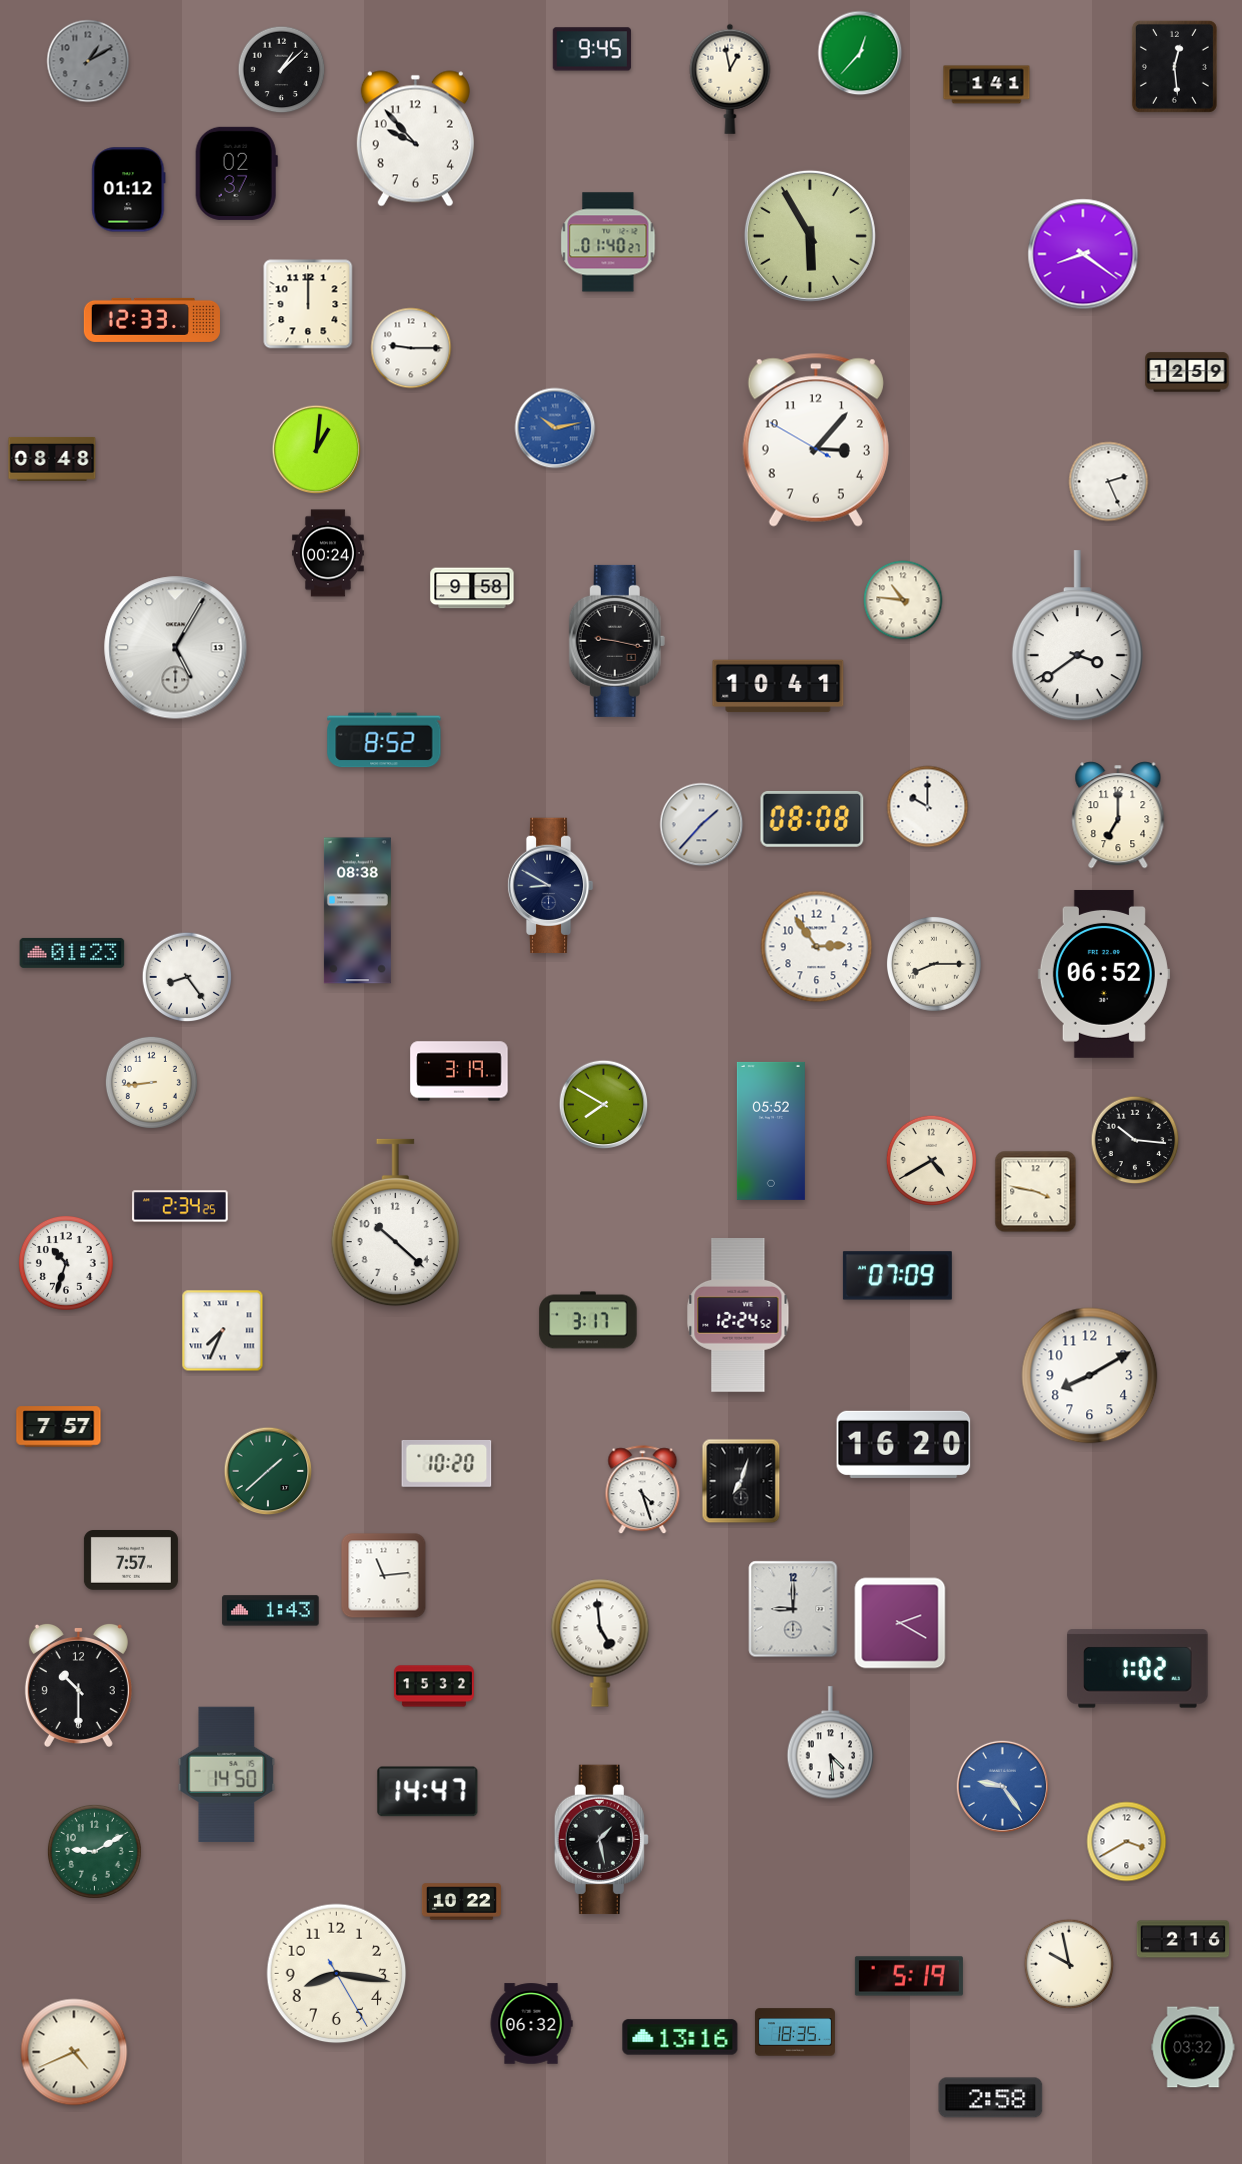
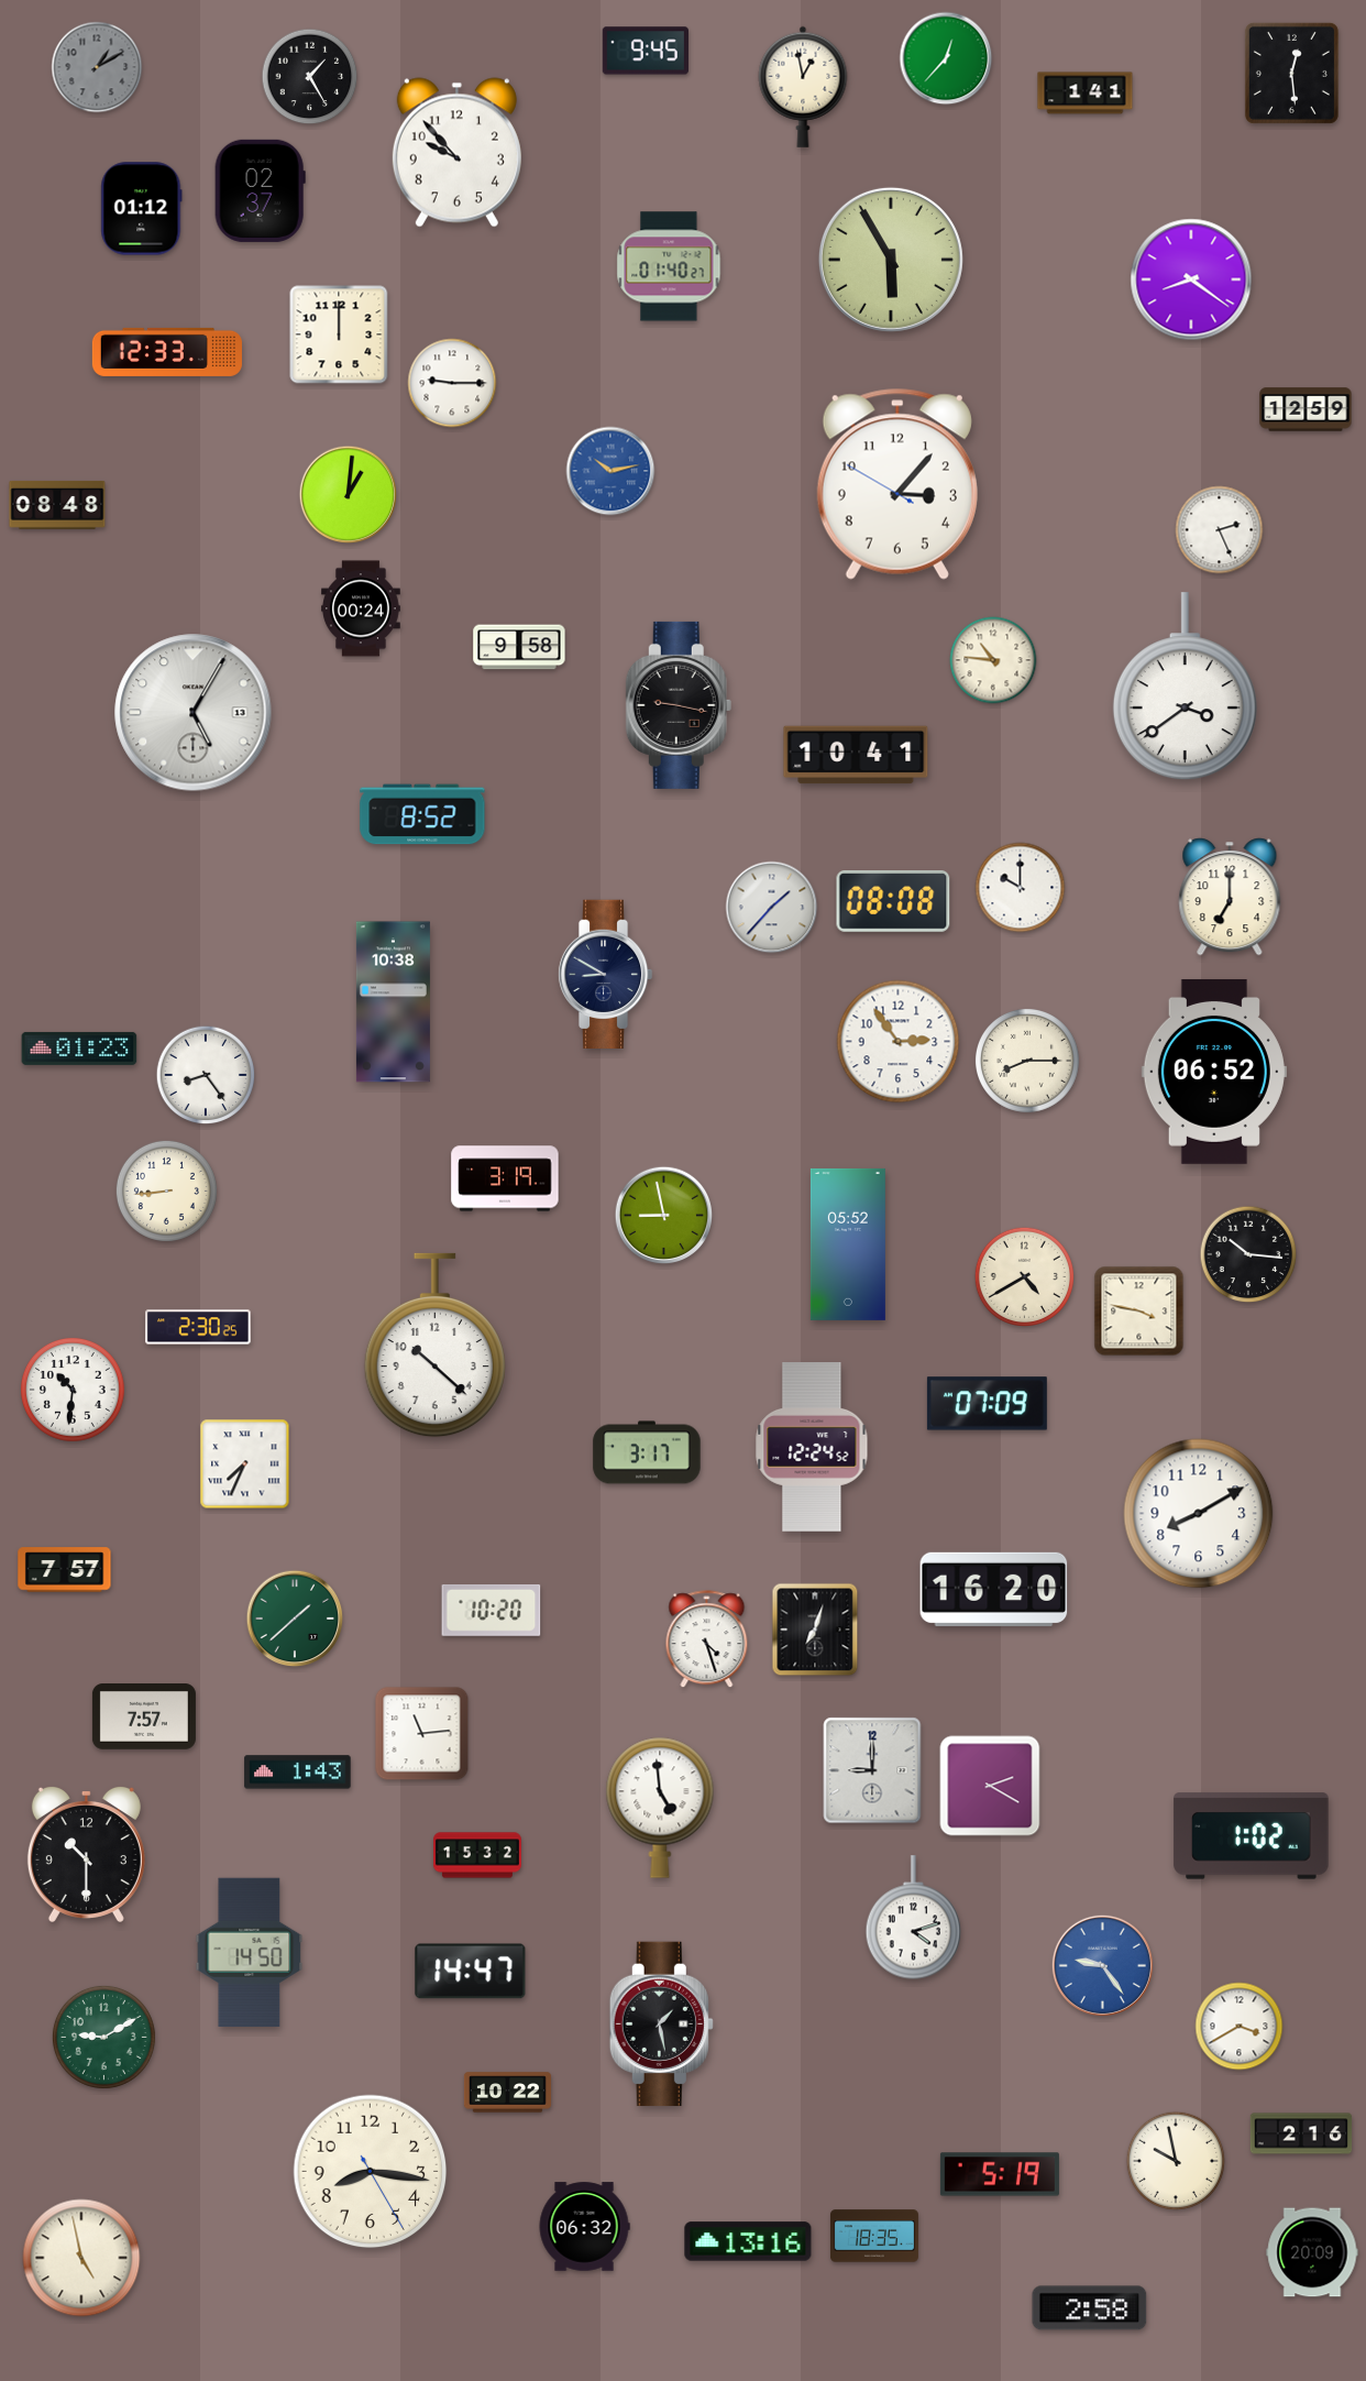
clock at (592, 49) position: (592, 49) -> (646, 51)
clock at (282, 70): 1:08 -> 1:25
clock at (1077, 636) position: (1077, 636) -> (1185, 687)
clock at (357, 911): 08:38 -> 10:38
clock at (604, 1105): 7:50 -> 8:58
clock at (180, 1206): 2:34 -> 2:30
clock at (66, 1263): 10:33 -> 10:31
clock at (831, 1743): 4:29 -> 4:12
clock at (1193, 2047): 03:32 -> 20:09
clock at (74, 2052): 4:41 -> 4:58
